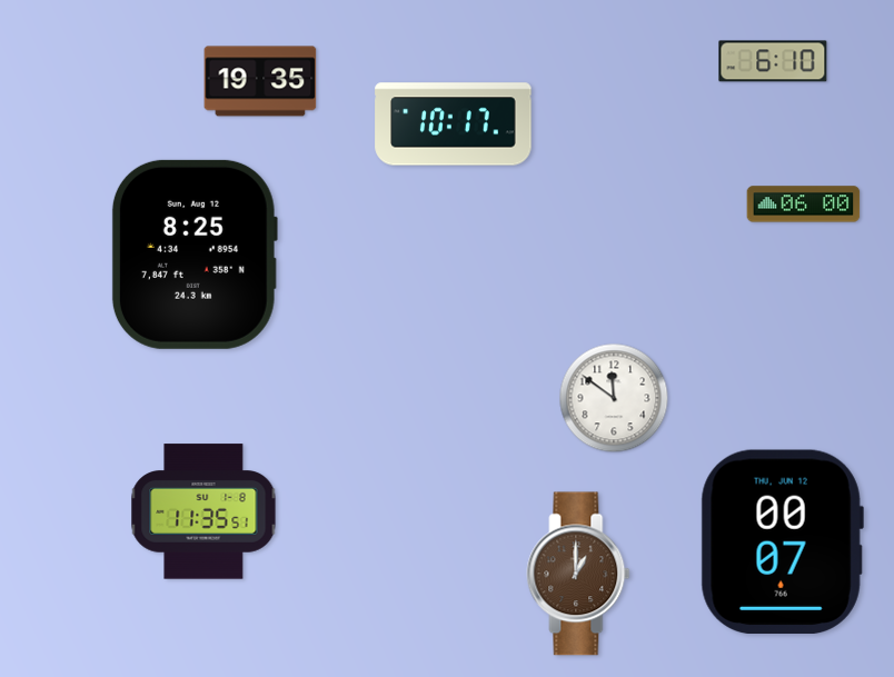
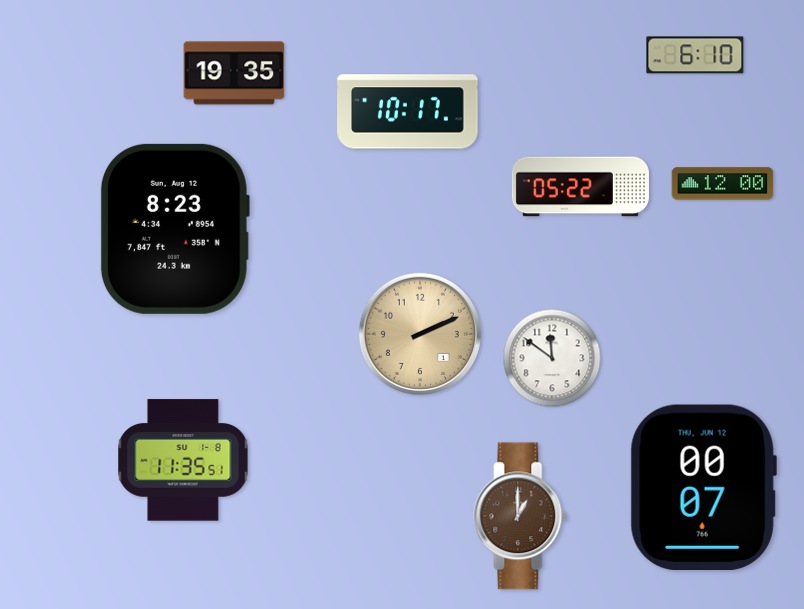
clock at (804, 205): 06:00 -> 12:00
clock at (580, 187): none -> 05:22
clock at (195, 255): 8:25 -> 8:23
clock at (420, 334): none -> 2:11
